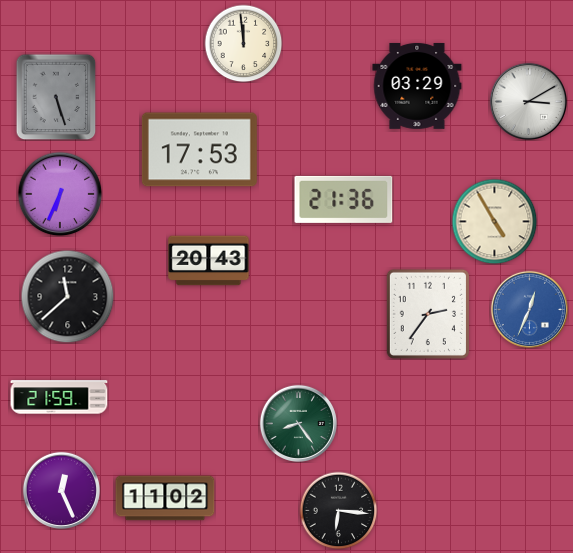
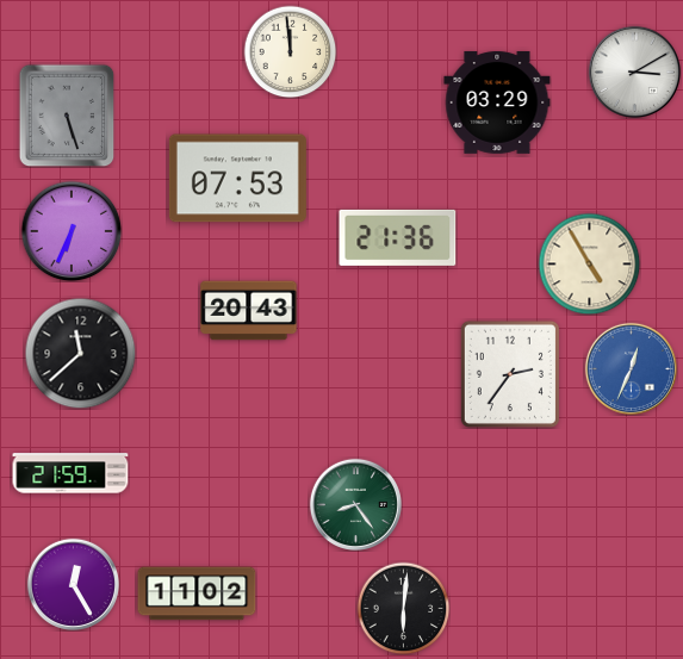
clock at (528, 101) position: (528, 101) -> (634, 72)
clock at (199, 150): 17:53 -> 07:53
clock at (344, 199) position: (344, 199) -> (398, 237)
clock at (61, 490): 12:26 -> 12:25
clock at (338, 510): 6:16 -> 6:01
